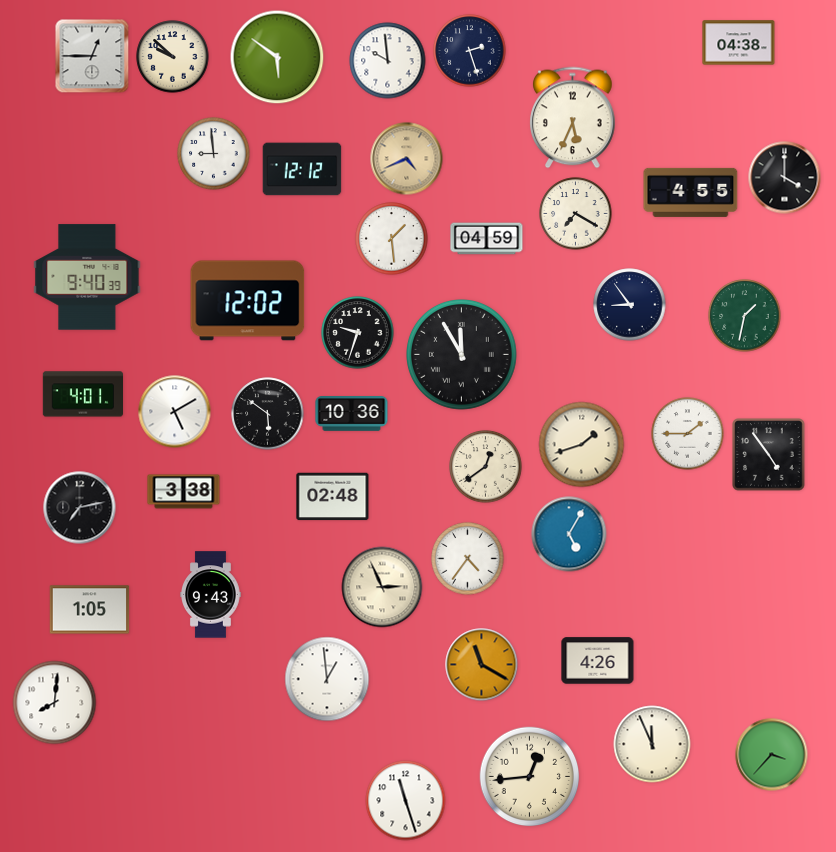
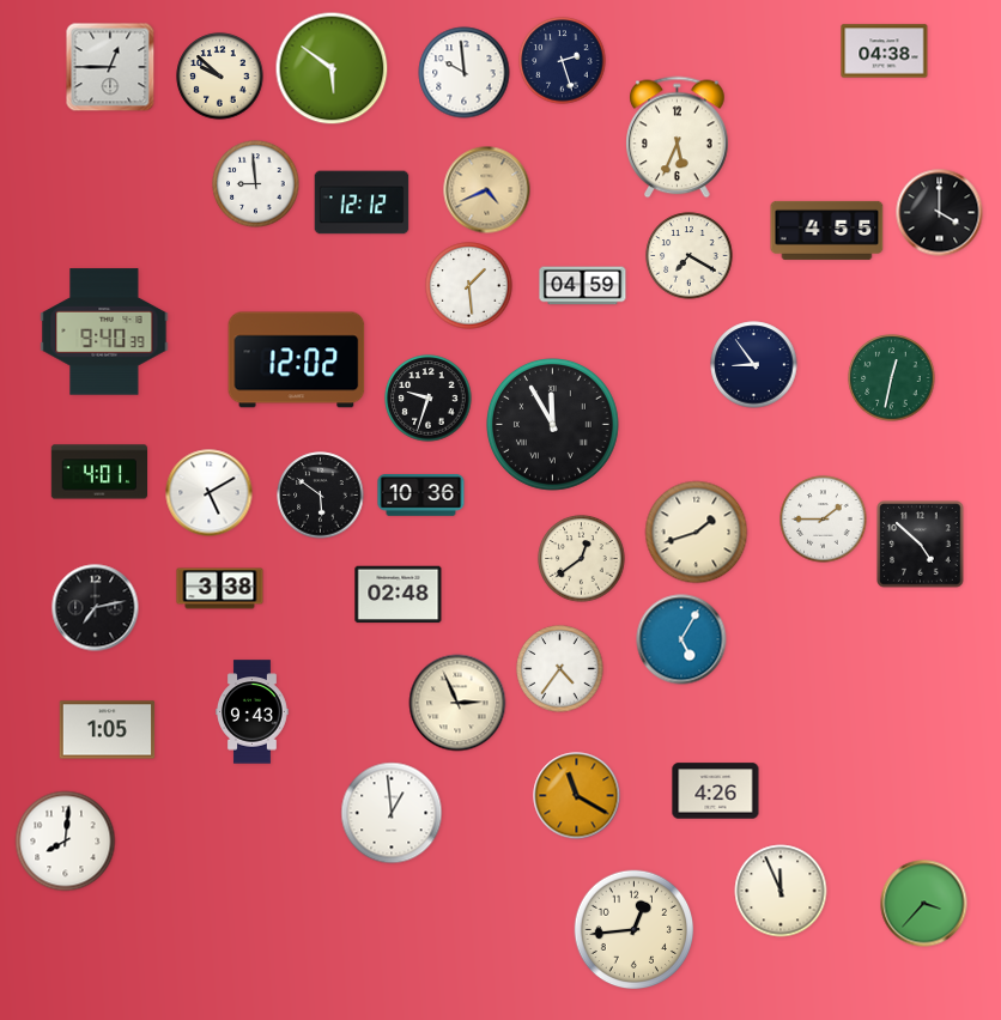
clock at (173, 57) position: (173, 57) -> (220, 77)
clock at (573, 118) position: (573, 118) -> (678, 138)
clock at (745, 316): 1:32 -> 12:32
clock at (769, 455): 4:54 -> 4:52
clock at (406, 801): 11:27 -> none
